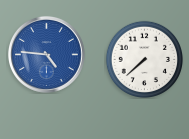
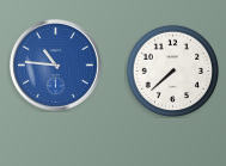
clock at (46, 54): 4:46 -> 10:46
